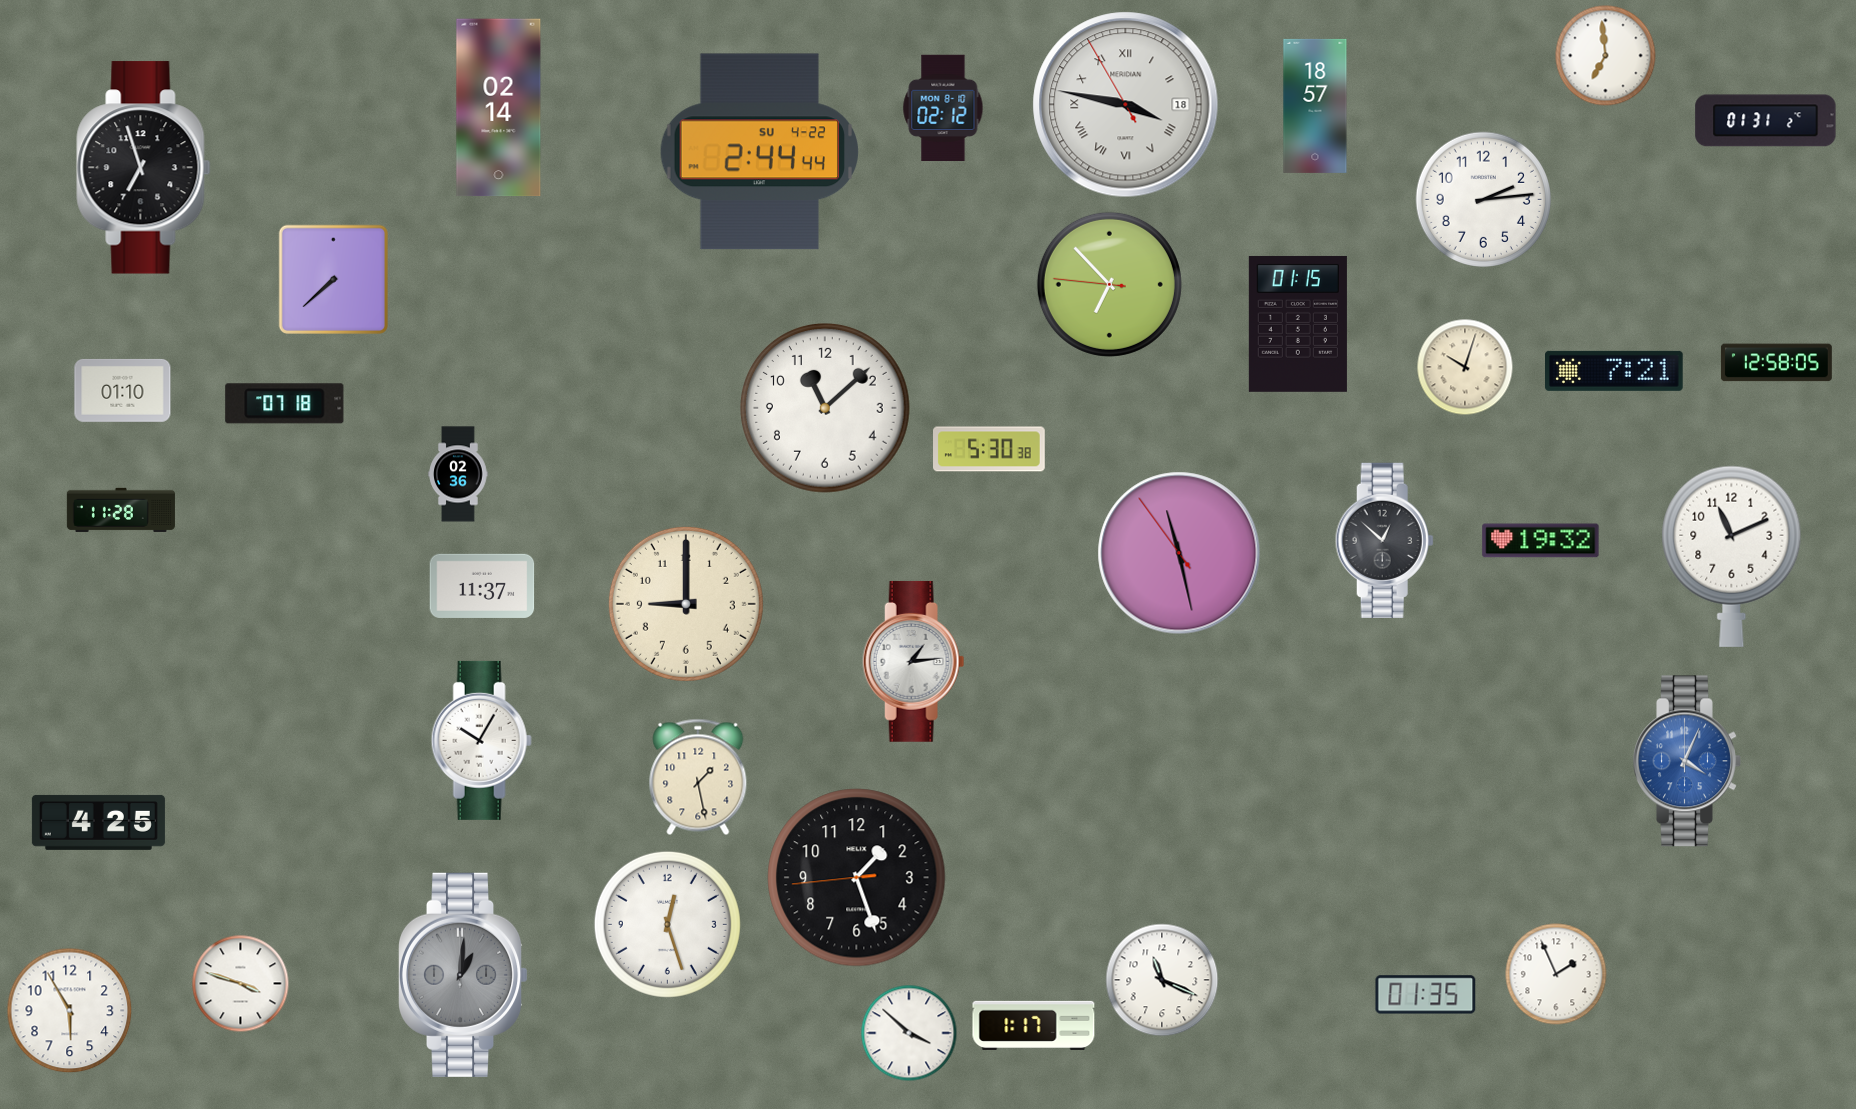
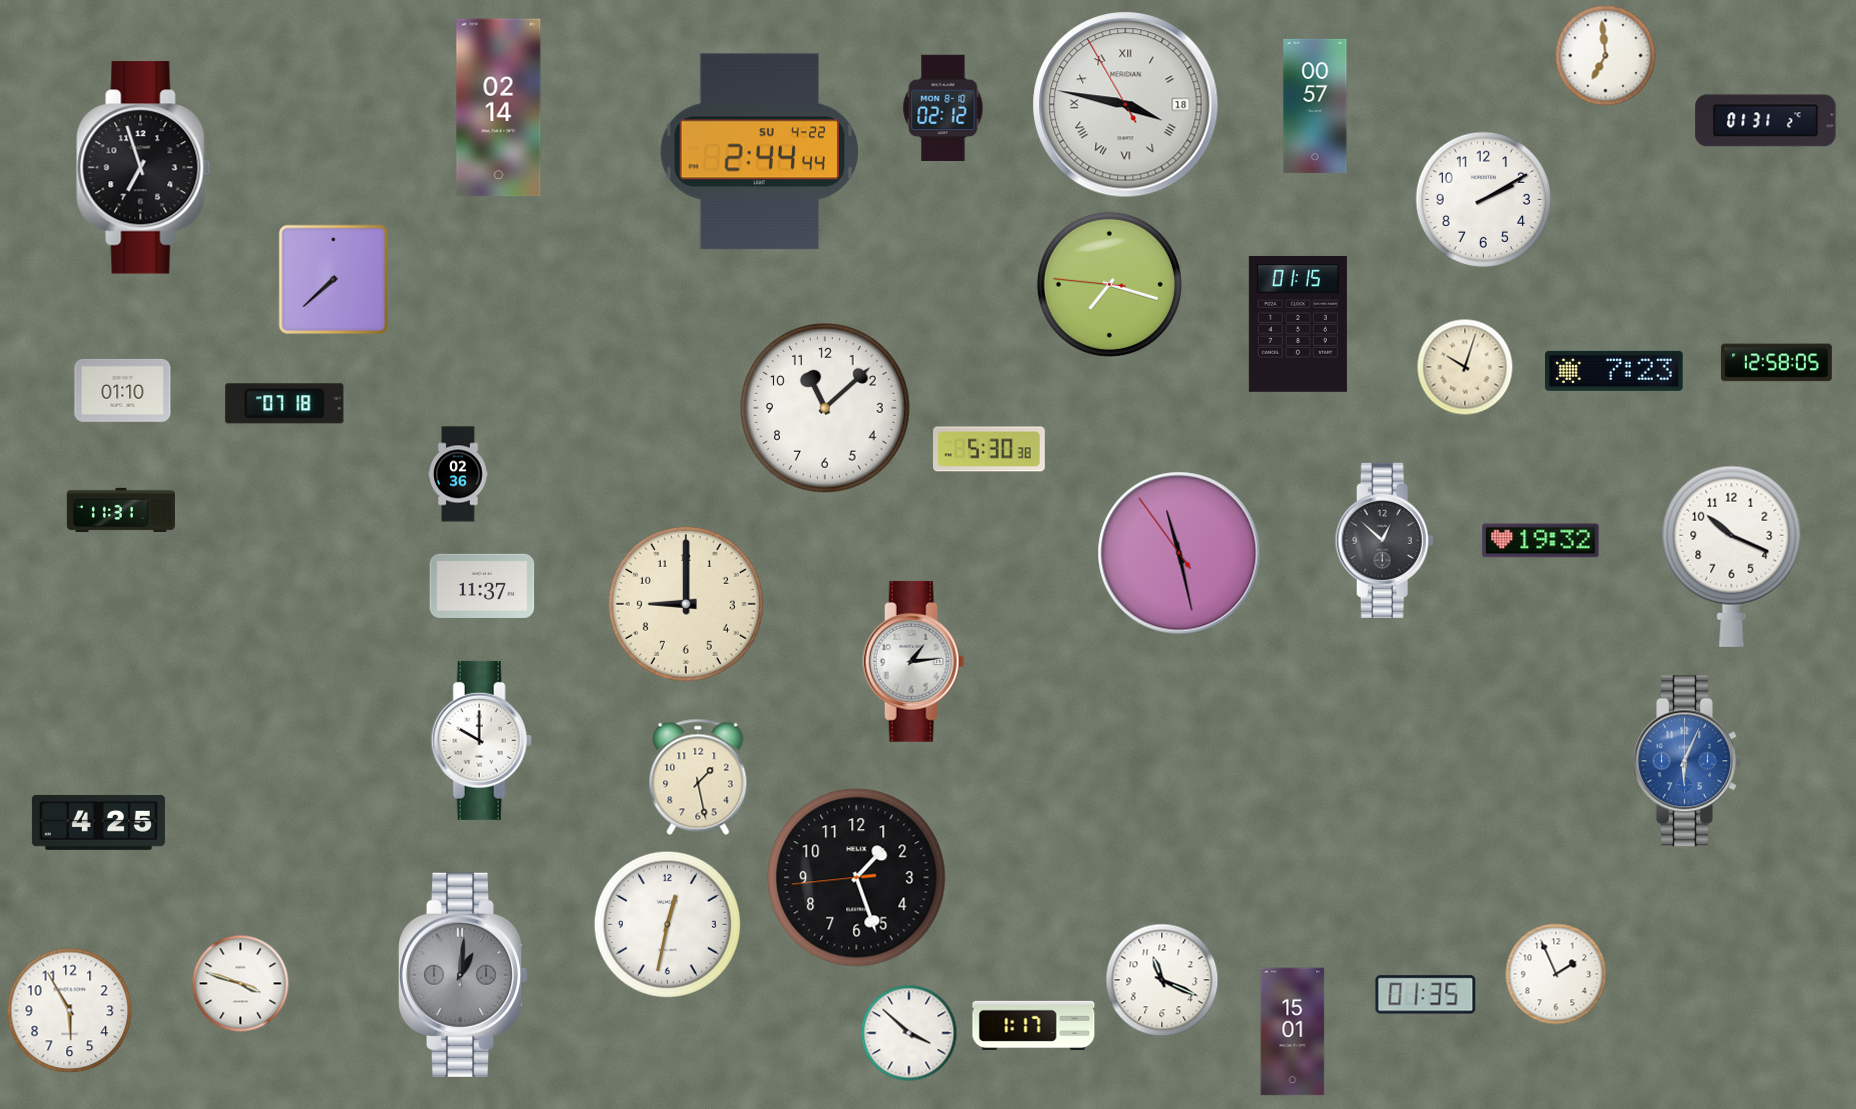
clock at (1315, 106): 18:57 -> 00:57
clock at (1483, 199): 2:14 -> 2:10
clock at (1109, 284): 6:52 -> 7:17
clock at (1615, 371): 7:21 -> 7:23
clock at (121, 510): 11:28 -> 11:31
clock at (1732, 556): 11:11 -> 10:19
clock at (481, 740): 10:05 -> 10:00
clock at (1687, 761): 4:04 -> 6:04
clock at (667, 924): 12:27 -> 12:32
clock at (1293, 1032): none -> 15:01
